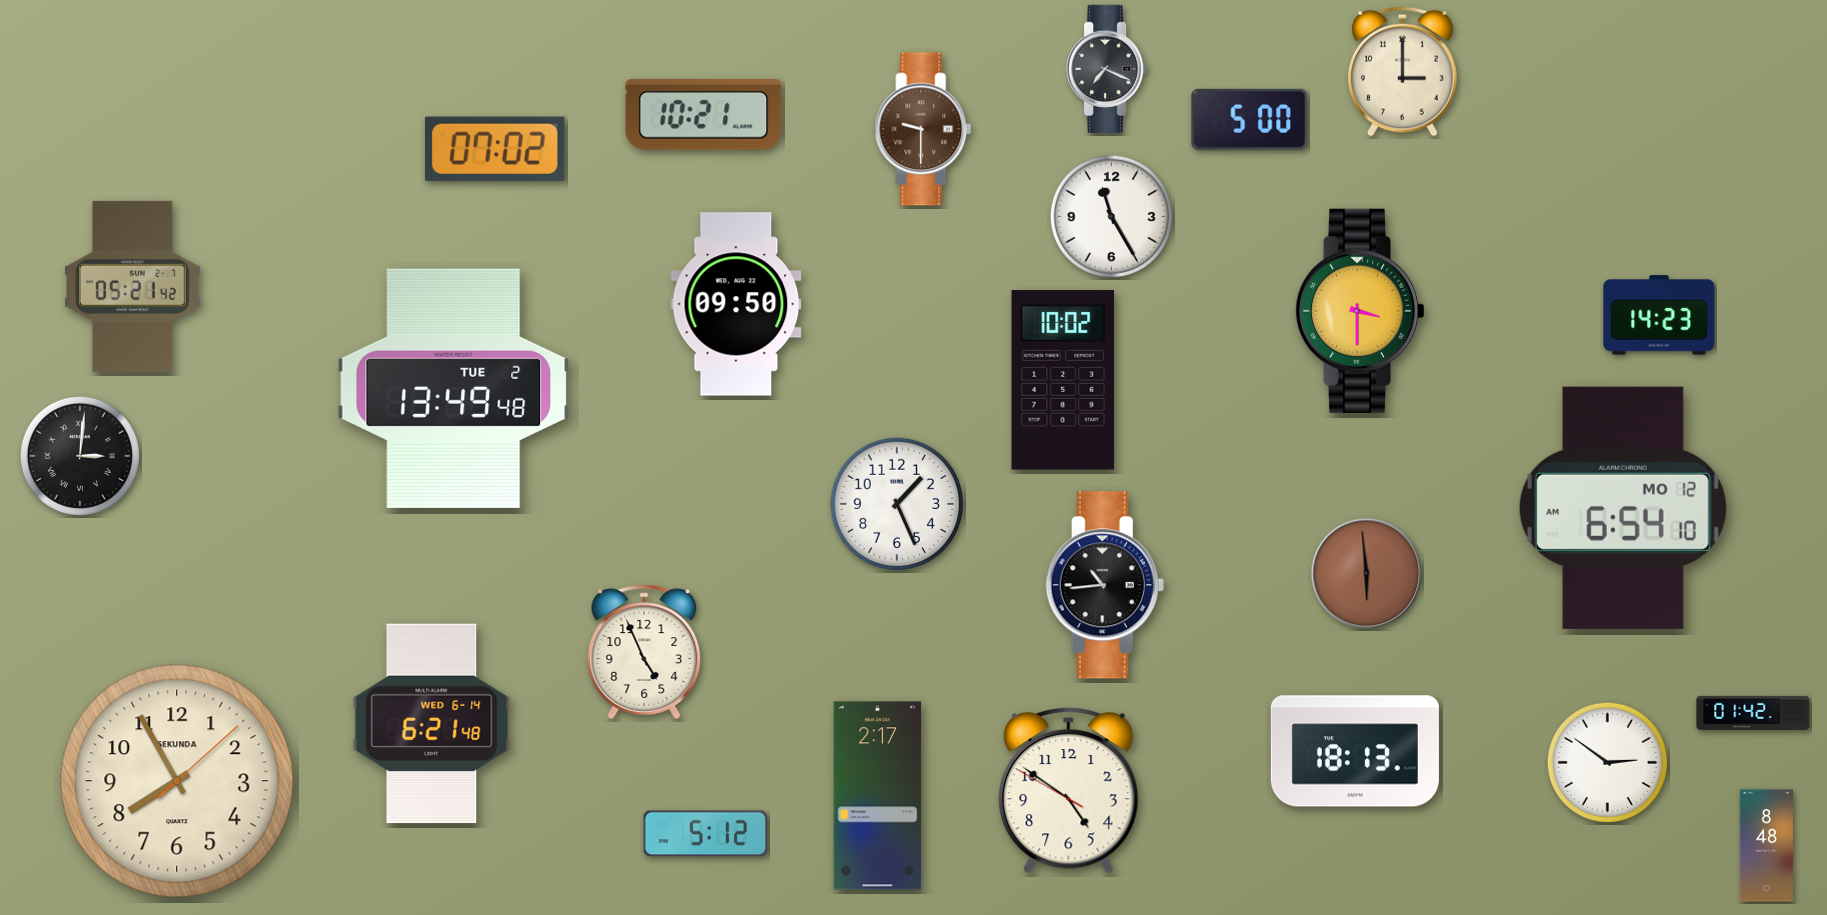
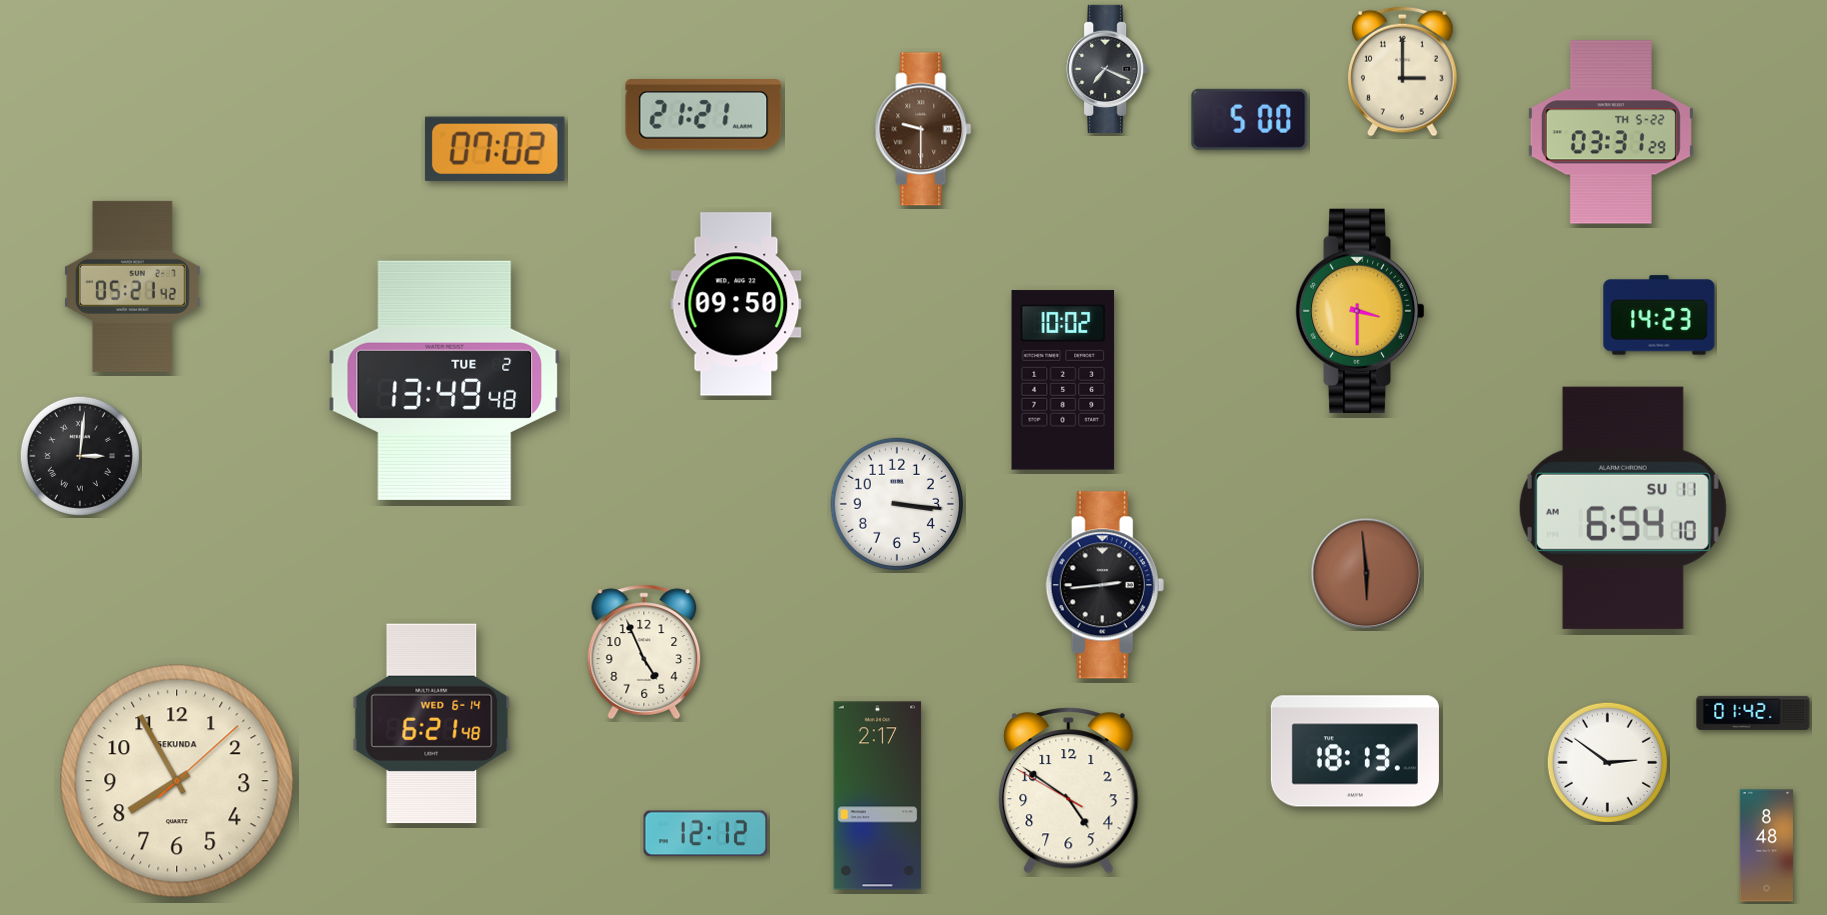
clock at (704, 115): 10:21 -> 21:21
clock at (1611, 132): none -> 03:31
clock at (1111, 216): 11:25 -> none
clock at (454, 388) position: (454, 388) -> (445, 380)
clock at (897, 504): 1:26 -> 3:16
clock at (1623, 508) date: MO 12 -> SU 11
clock at (1105, 585): 10:44 -> 2:44
clock at (706, 834): 5:12 -> 12:12
